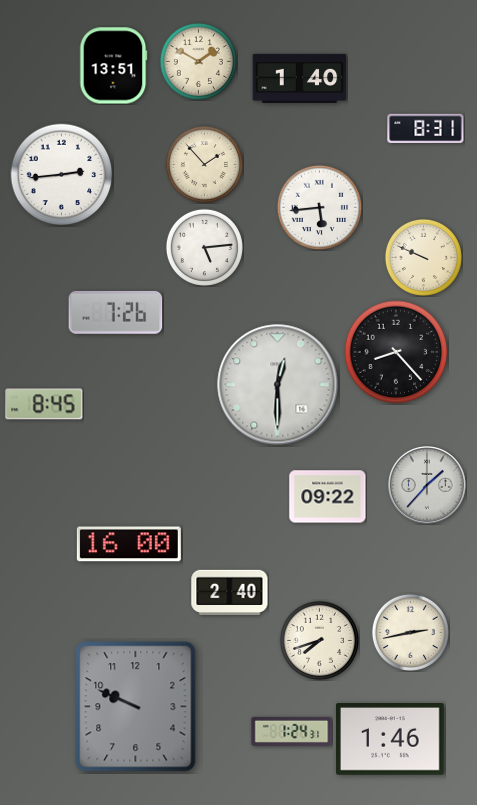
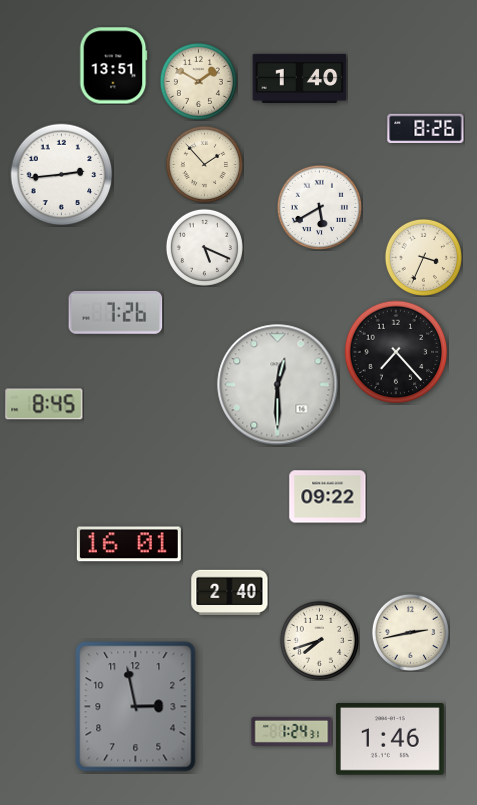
clock at (198, 61) position: (198, 61) -> (198, 81)
clock at (426, 128): 8:31 -> 8:26
clock at (319, 207): 5:44 -> 5:40
clock at (204, 247): 5:14 -> 5:19
clock at (423, 257): 9:49 -> 3:34
clock at (396, 352): 8:23 -> 7:23
clock at (428, 486): 1:37 -> none
clock at (129, 544): 16:00 -> 16:01
clock at (136, 707): 9:49 -> 2:58
